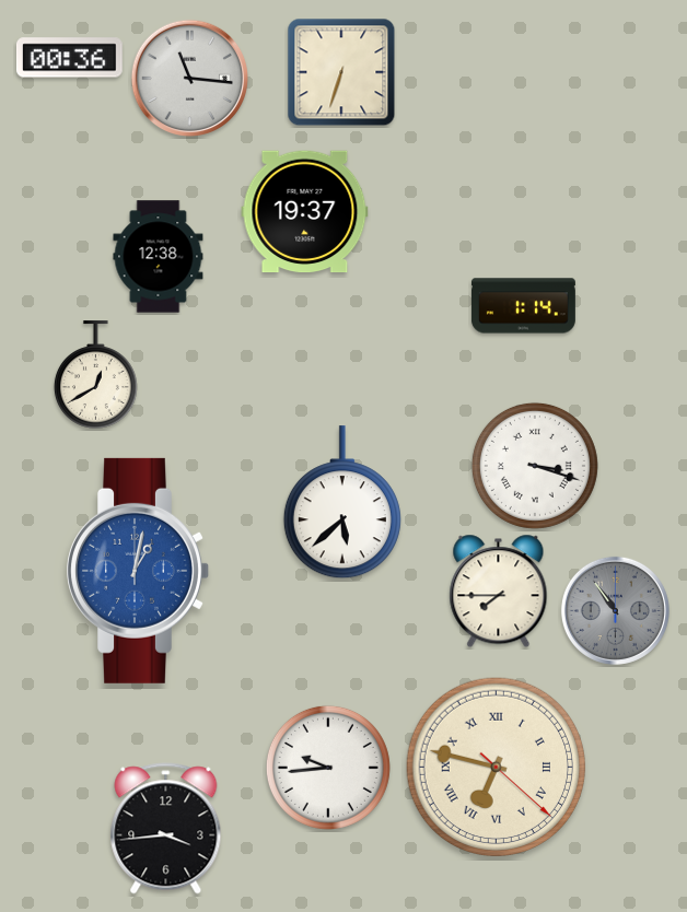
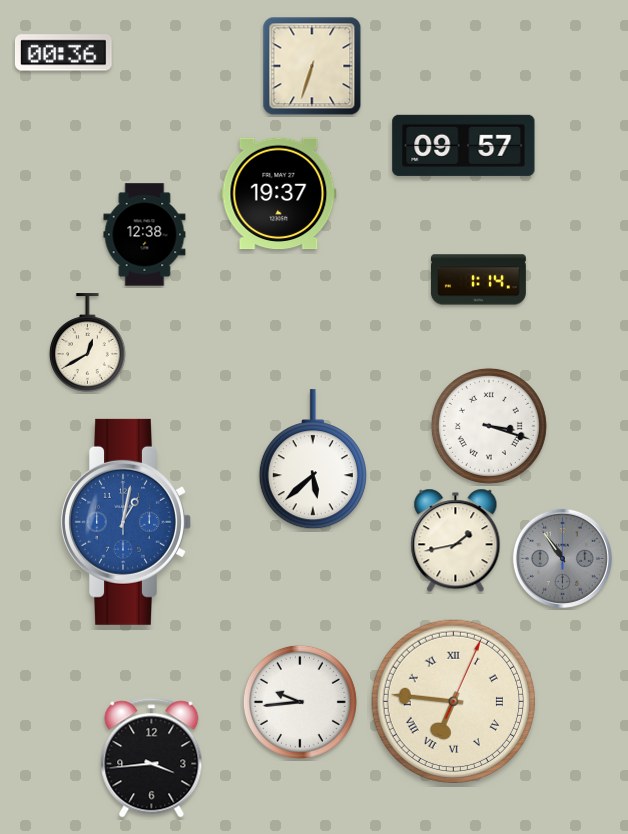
clock at (190, 79): 11:16 -> none
clock at (464, 145): none -> 09:57
clock at (499, 592): 7:45 -> 1:43
clock at (496, 767): 6:47 -> 6:46
